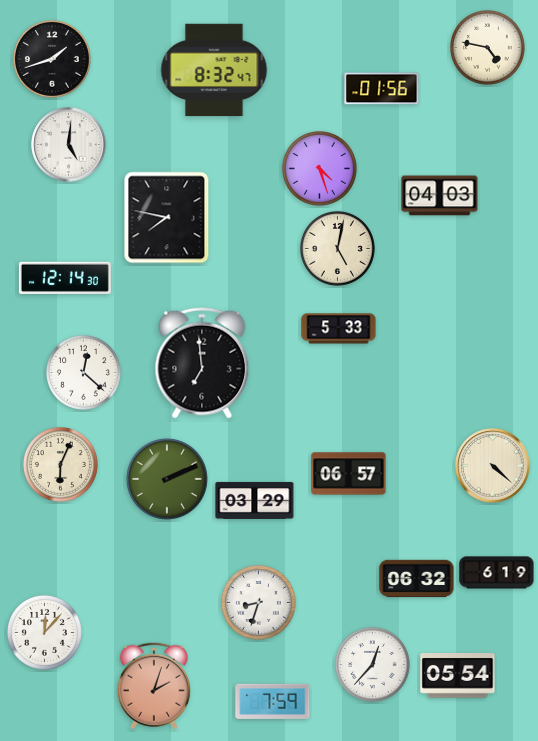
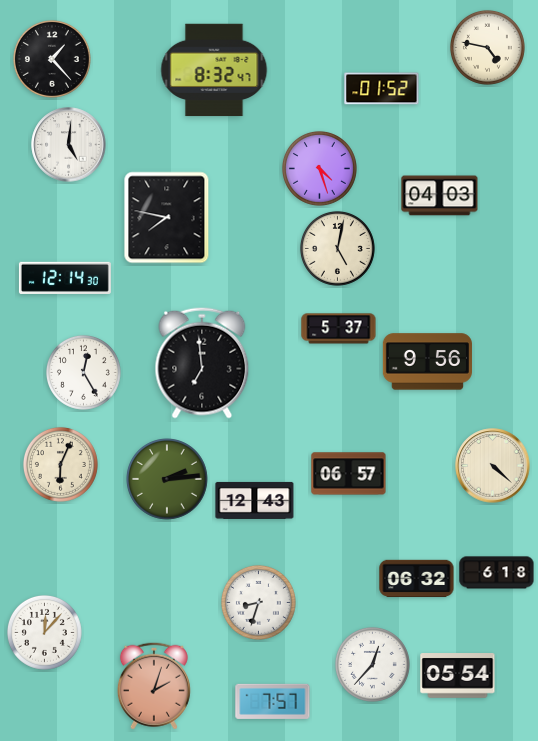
clock at (52, 59): 1:42 -> 1:23
clock at (382, 89): 01:56 -> 01:52
clock at (339, 329): 5:33 -> 5:37
clock at (427, 362): none -> 9:56
clock at (83, 372): 12:22 -> 12:25
clock at (168, 480): 2:11 -> 2:14
clock at (255, 500): 03:29 -> 12:43
clock at (497, 573): 6:19 -> 6:18
clock at (273, 701): 7:59 -> 7:57
